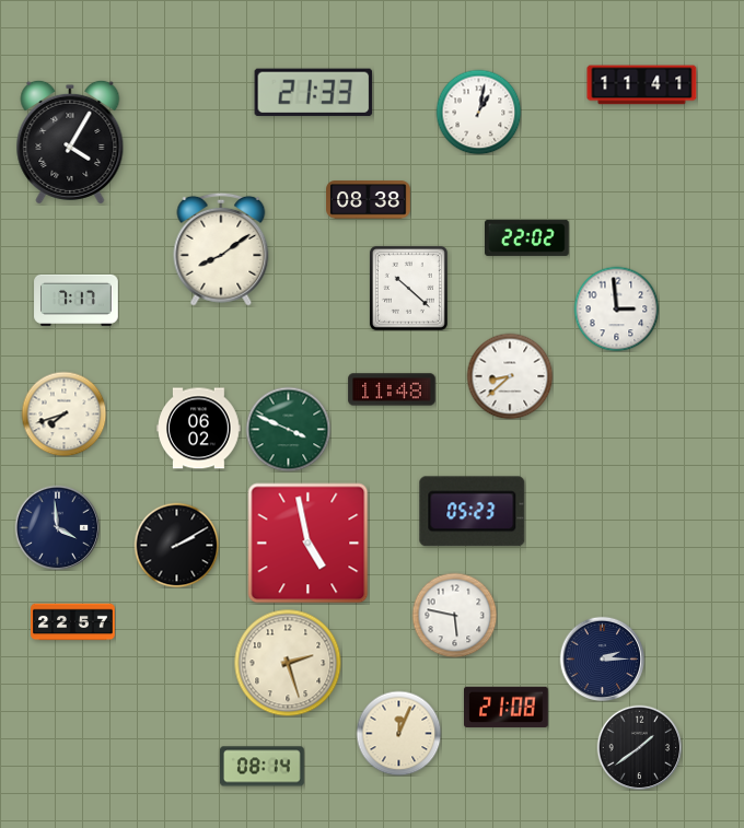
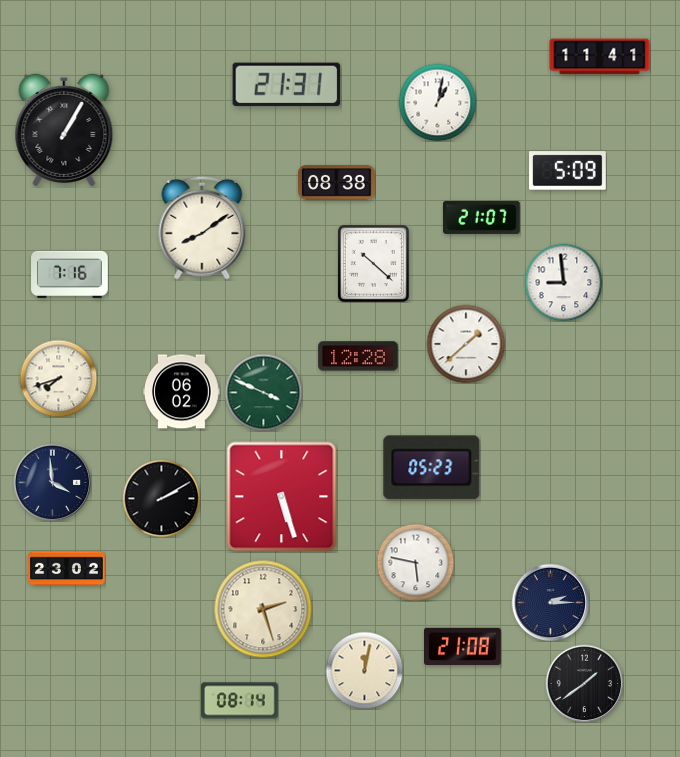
clock at (642, 85) position: (642, 85) -> (600, 57)
clock at (314, 93): 21:33 -> 21:31
clock at (70, 142): 4:05 -> 1:05
clock at (568, 171): none -> 5:09
clock at (527, 237): 22:02 -> 21:07
clock at (77, 300): 7:17 -> 7:16
clock at (616, 308): 2:59 -> 8:59
clock at (510, 376): 8:38 -> 1:38
clock at (392, 389): 11:48 -> 12:28
clock at (309, 544): 4:58 -> 5:27
clock at (73, 622): 22:57 -> 23:02
clock at (288, 663) position: (288, 663) -> (263, 609)
clock at (398, 733): 12:04 -> 12:02
